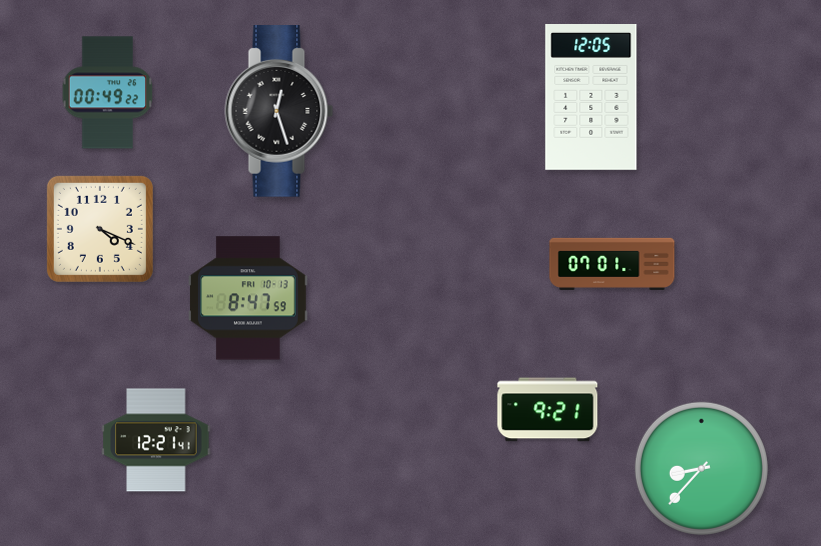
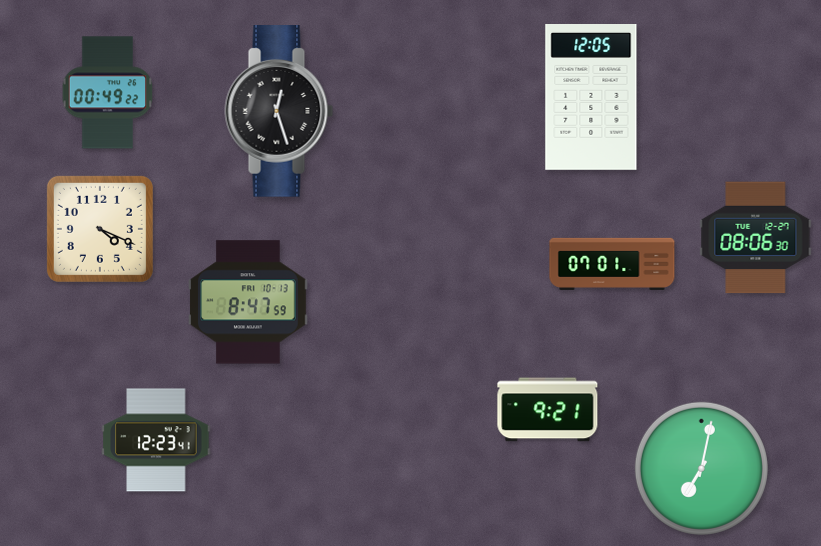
clock at (756, 238): none -> 08:06
clock at (248, 298) position: (248, 298) -> (248, 302)
clock at (156, 440): 12:21 -> 12:23
clock at (701, 468): 8:37 -> 7:02
